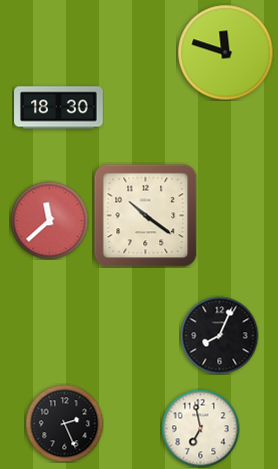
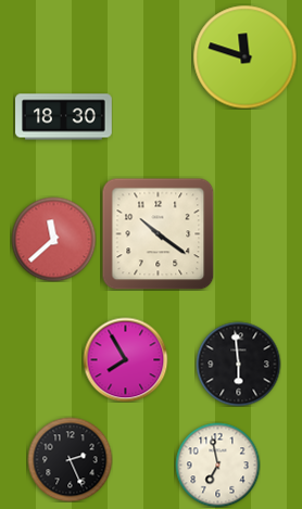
clock at (125, 359): none -> 7:55
clock at (219, 335): 8:04 -> 5:59
